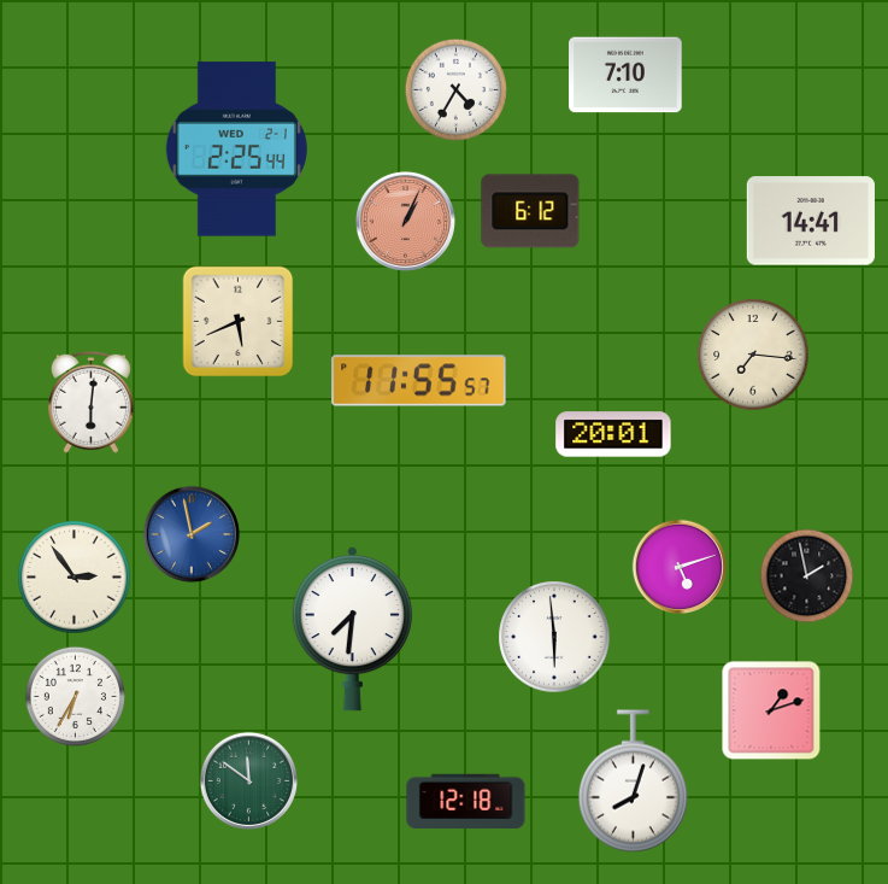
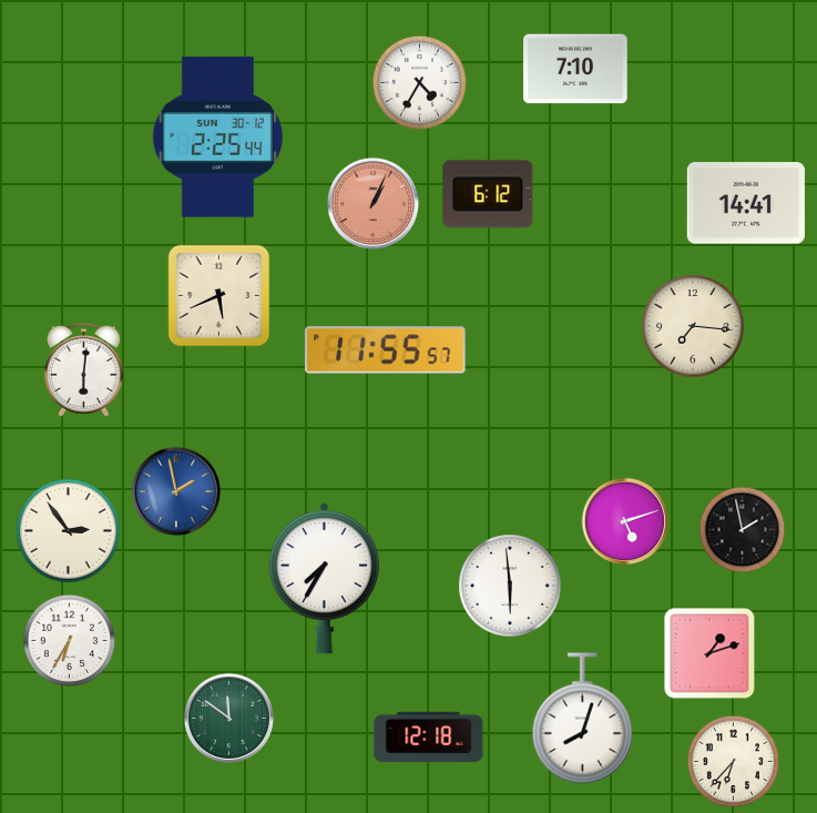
clock at (236, 150) date: WED 2-1 -> SUN 30-12
clock at (613, 434): 20:01 -> none
clock at (352, 628): 7:31 -> 7:35
clock at (733, 761): none -> 6:37
